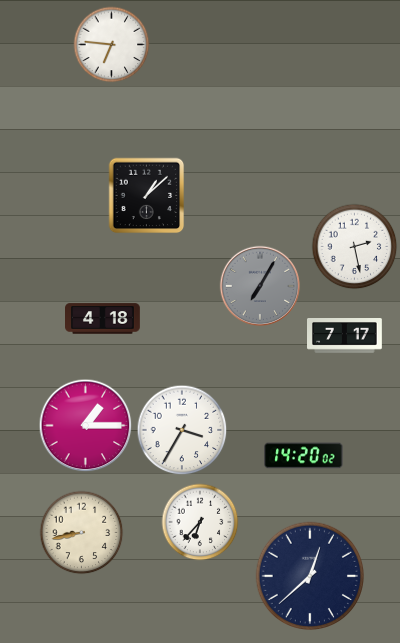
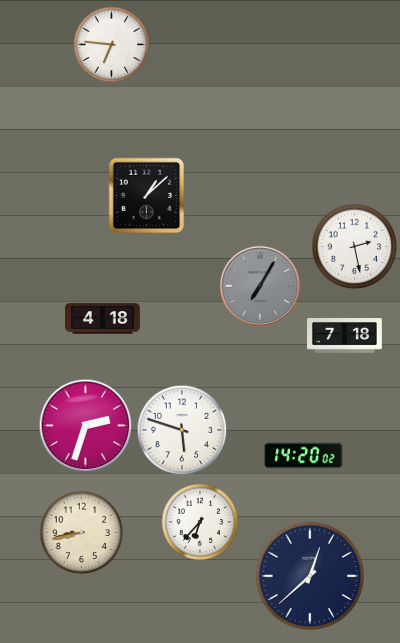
clock at (345, 336): 7:17 -> 7:18
clock at (86, 426): 1:15 -> 2:33
clock at (182, 430): 3:35 -> 5:48
